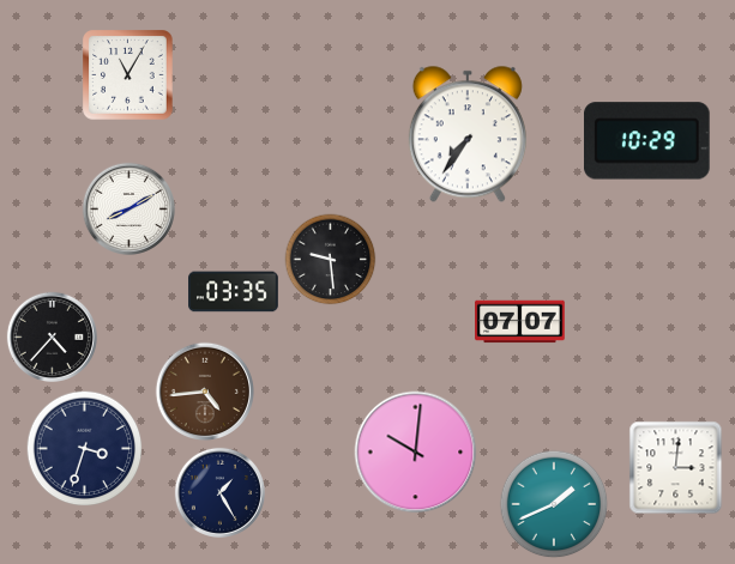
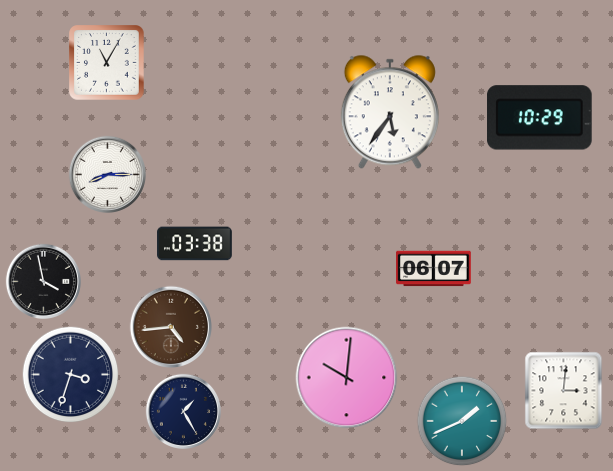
clock at (468, 134): 7:36 -> 5:36
clock at (128, 208): 8:10 -> 8:15
clock at (331, 260): 9:29 -> none
clock at (234, 292): 03:35 -> 03:38
clock at (520, 322): 07:07 -> 06:07
clock at (52, 336): 4:37 -> 3:58
